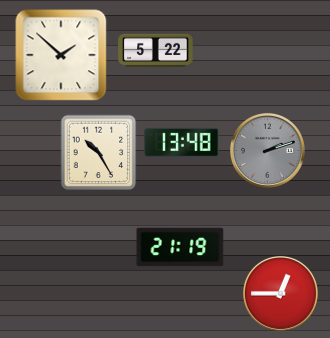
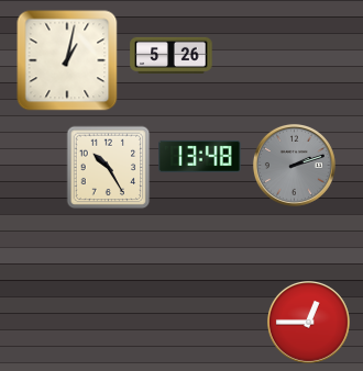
clock at (156, 50): 5:22 -> 5:26
clock at (61, 55): 1:52 -> 1:02
clock at (180, 247): 21:19 -> none
